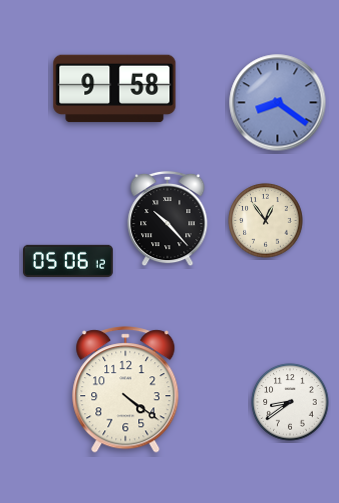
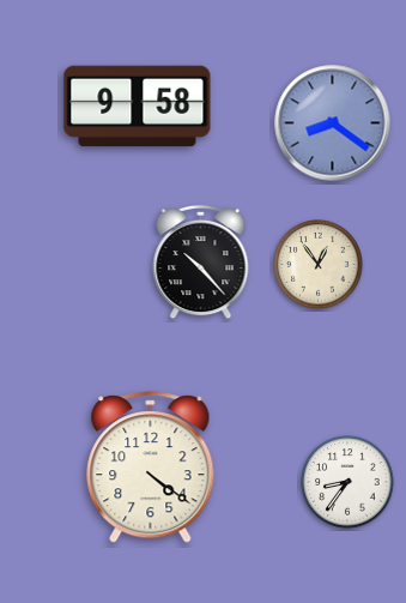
clock at (69, 261): 05:06 -> none
clock at (290, 402): 8:39 -> 8:36
